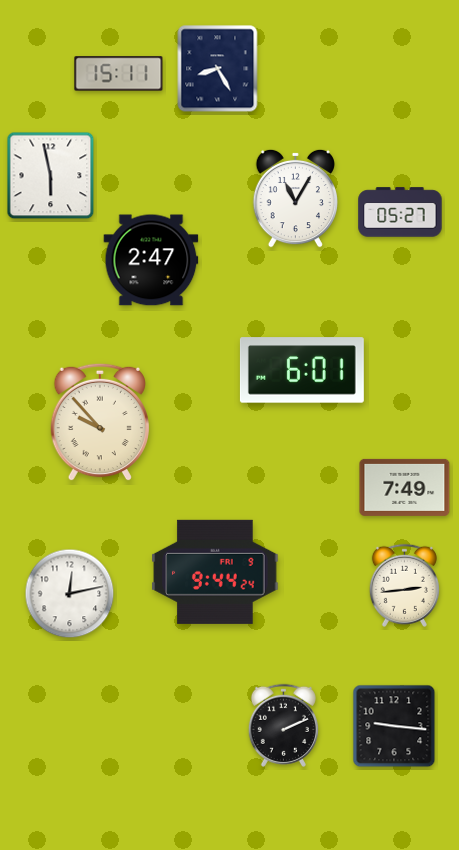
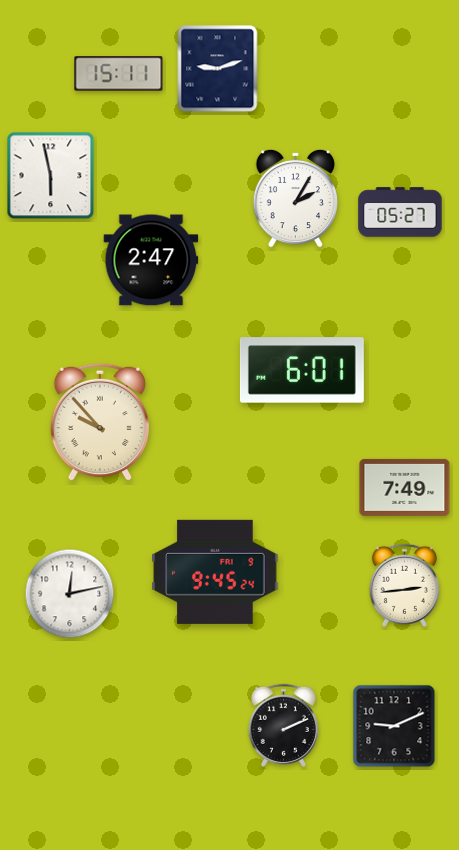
clock at (218, 69): 8:25 -> 9:12
clock at (295, 198): 11:05 -> 2:05
clock at (215, 572): 9:44 -> 9:45
clock at (394, 726): 9:16 -> 9:11
